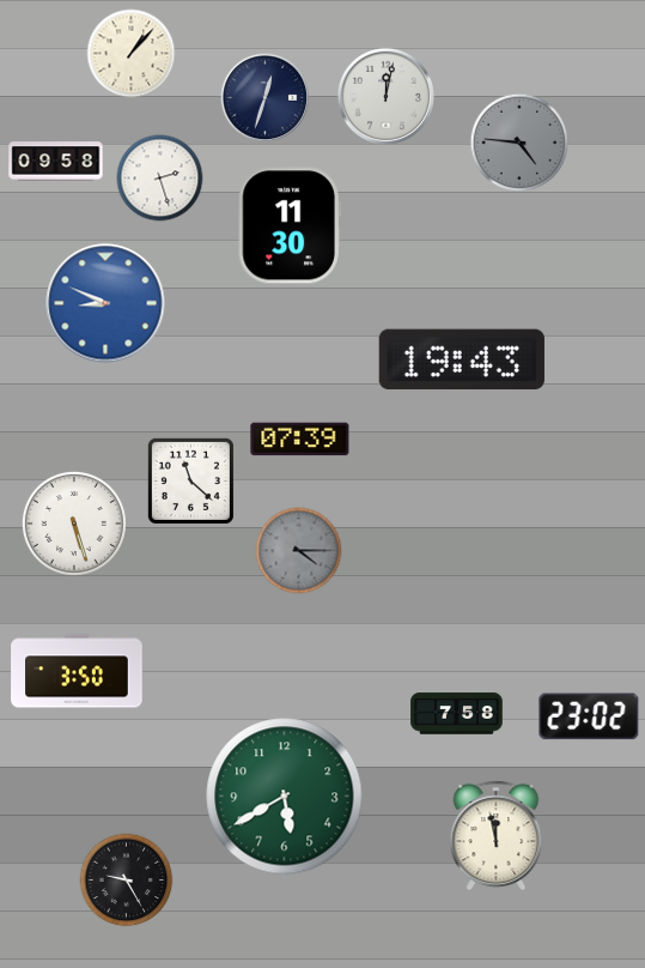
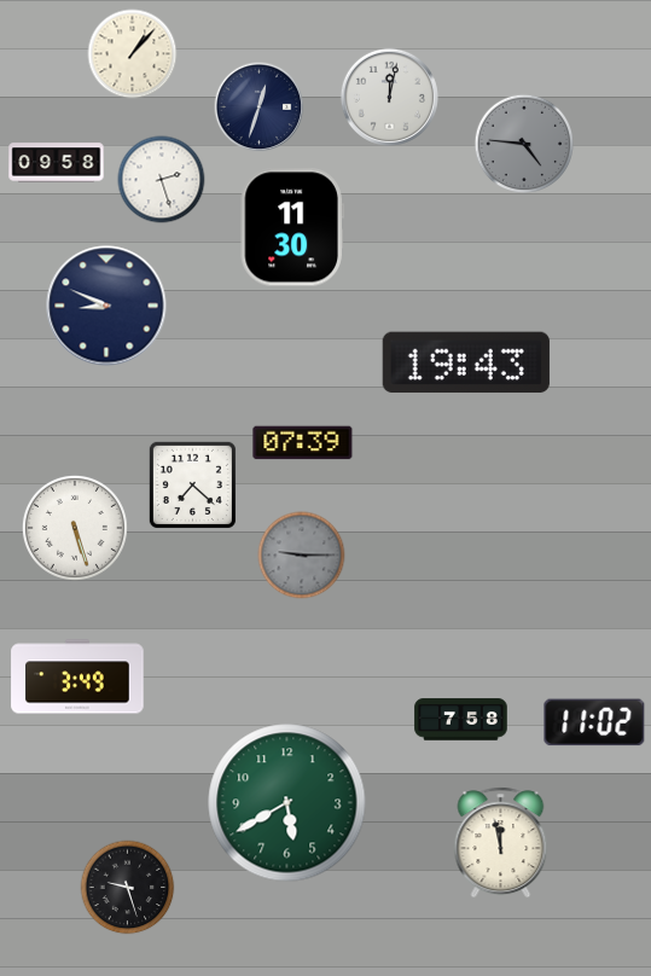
clock at (266, 98) position: (266, 98) -> (260, 108)
clock at (105, 303) dial: blue -> navy
clock at (190, 480): 11:22 -> 7:22
clock at (299, 551): 4:15 -> 9:15
clock at (77, 671): 3:50 -> 3:49
clock at (589, 716): 23:02 -> 11:02
clock at (127, 881): 9:25 -> 9:27
